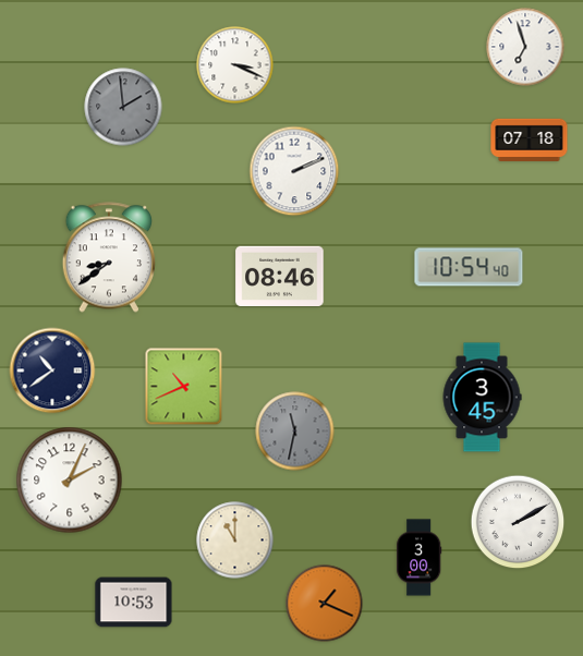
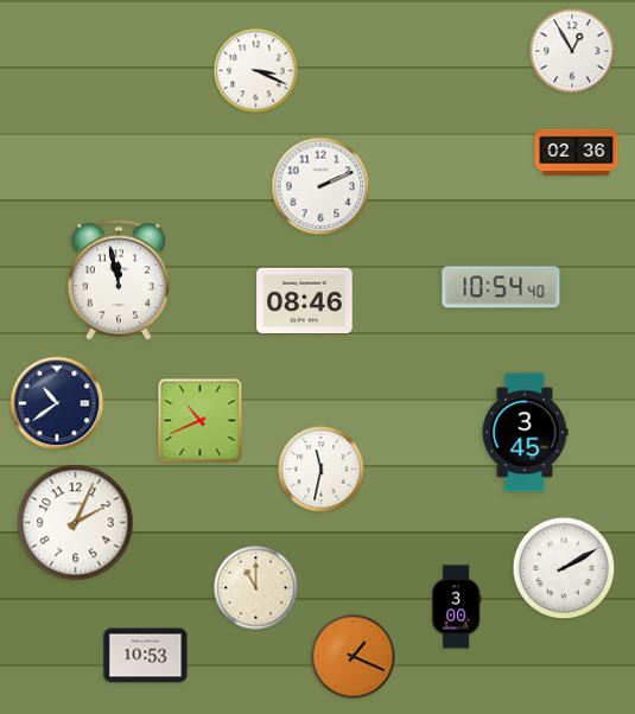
clock at (525, 47): 6:57 -> 12:55
clock at (123, 107): 1:59 -> none
clock at (530, 139): 07:18 -> 02:36
clock at (108, 257): 8:39 -> 11:58
clock at (469, 267) position: (469, 267) -> (501, 287)
clock at (295, 432) dial: grey -> white
